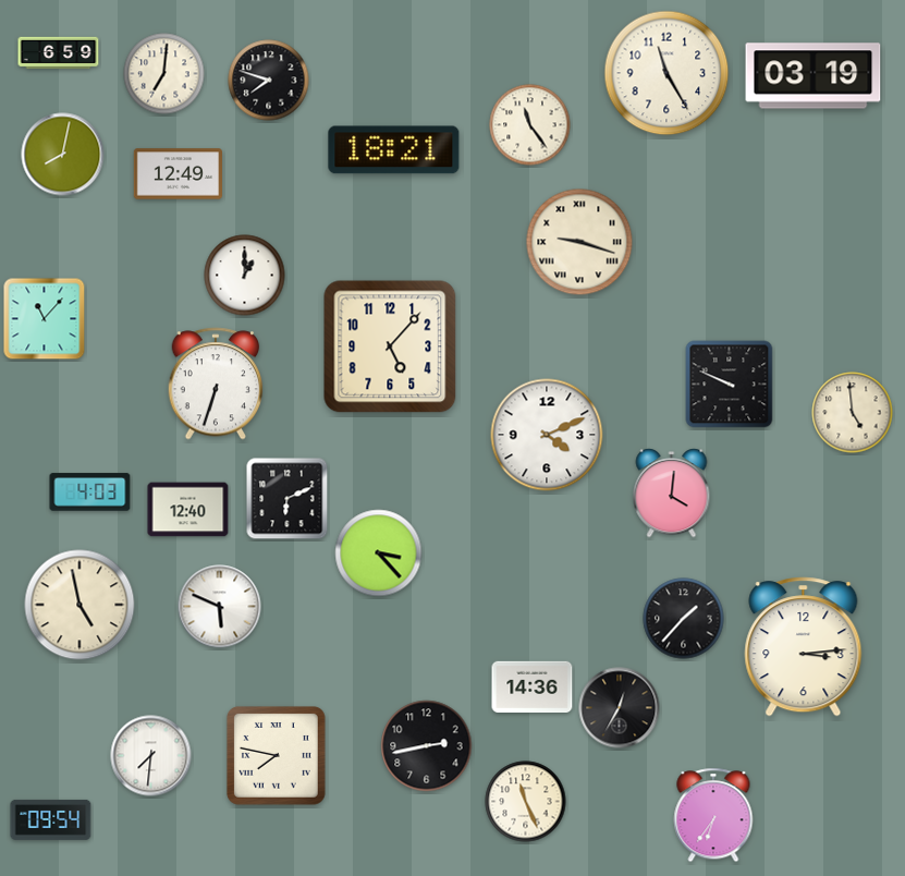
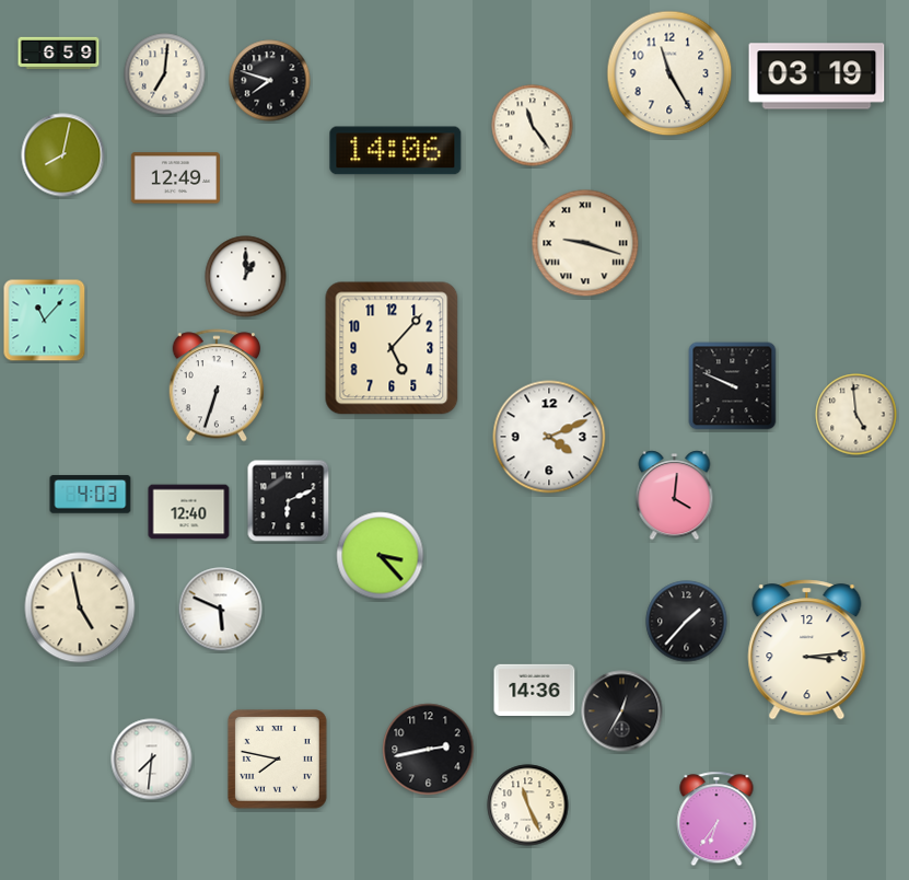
clock at (394, 150): 18:21 -> 14:06
clock at (178, 174) position: (178, 174) -> (175, 178)
clock at (579, 242) position: (579, 242) -> (585, 243)
clock at (51, 819): 09:54 -> none
